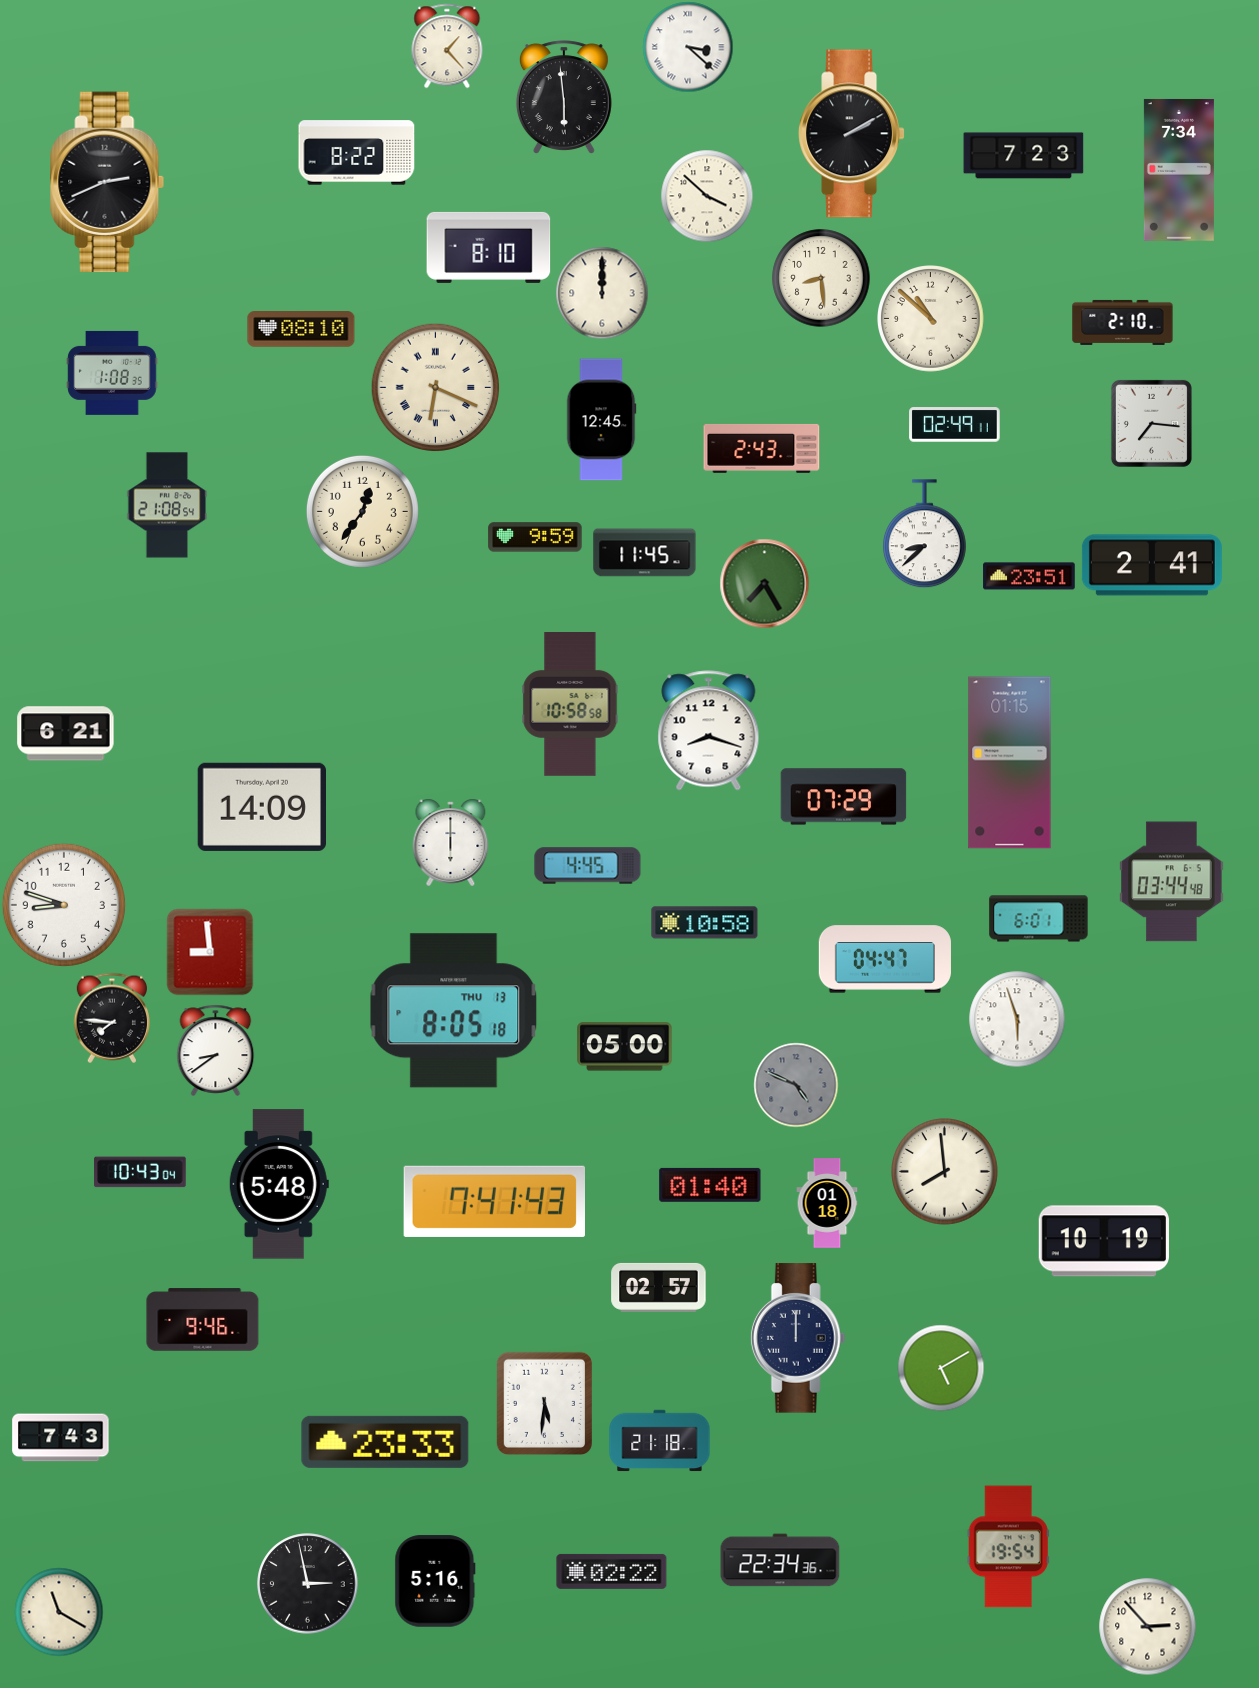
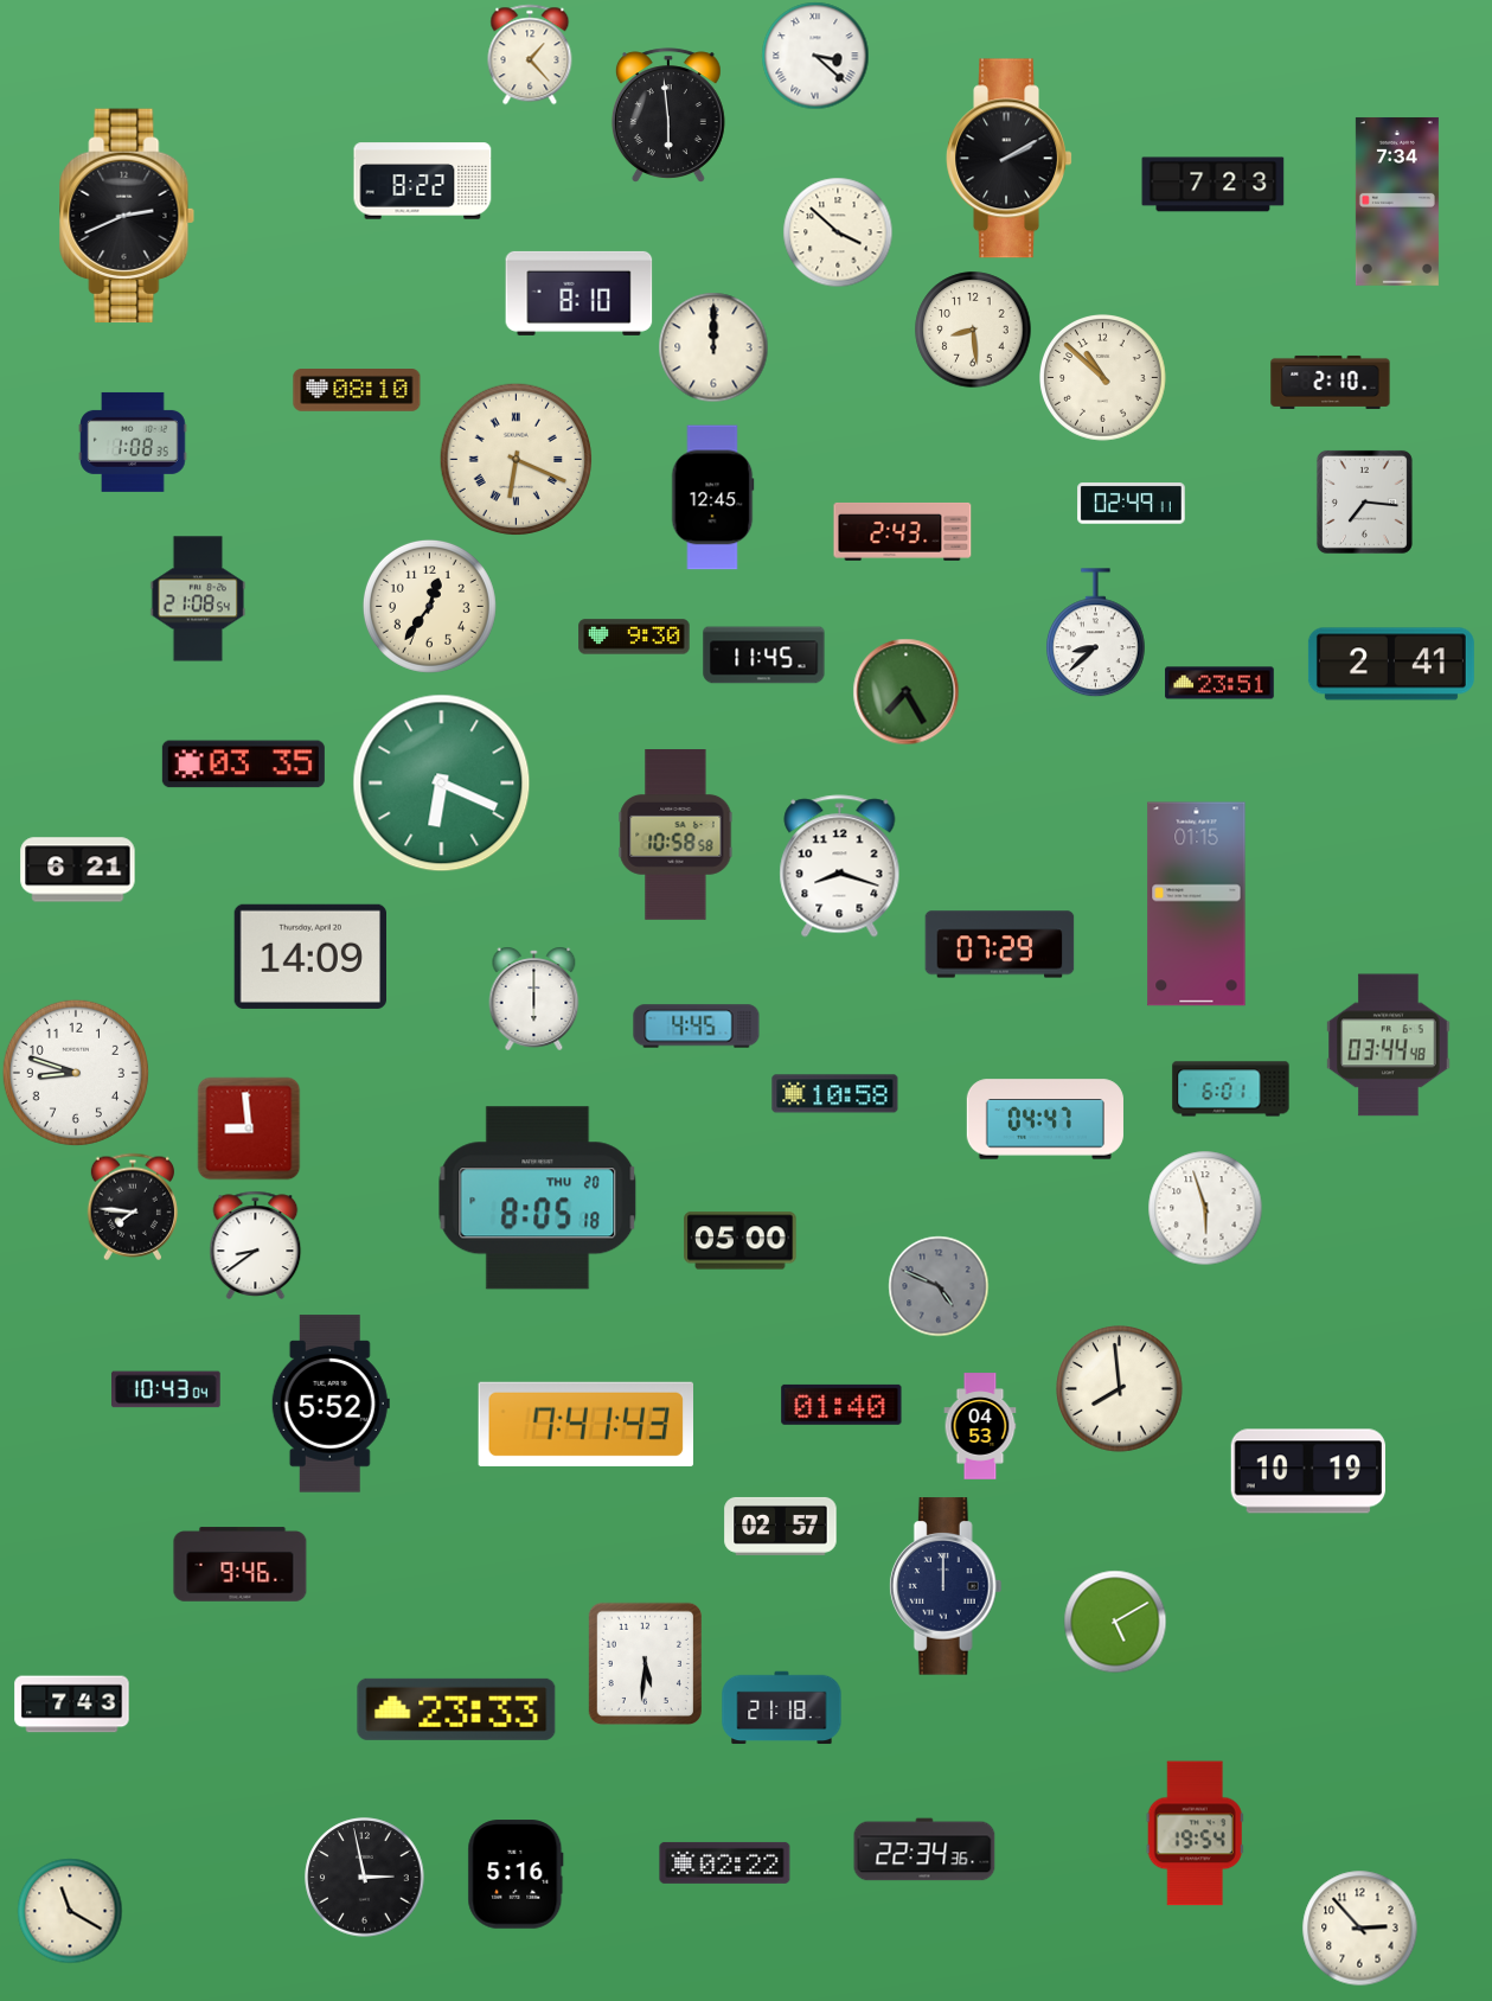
clock at (535, 537): 9:59 -> 9:30
clock at (1152, 565) position: (1152, 565) -> (1391, 664)
clock at (243, 765): none -> 03:35
clock at (442, 784): none -> 6:19
clock at (885, 959) position: (885, 959) -> (1045, 1119)
clock at (454, 1011) date: THU 13 -> THU 20
clock at (796, 1085) position: (796, 1085) -> (939, 1286)
clock at (279, 1184): 5:48 -> 5:52
clock at (827, 1203): 01:18 -> 04:53
